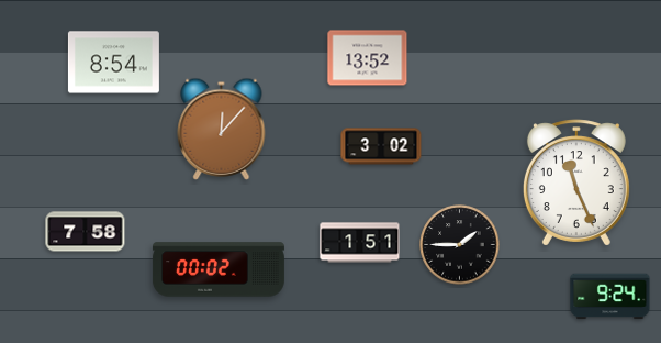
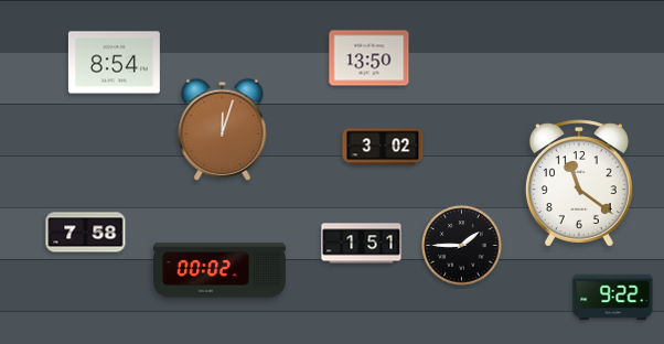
clock at (368, 58): 13:52 -> 13:50
clock at (222, 129): 12:07 -> 12:03
clock at (576, 182): 11:26 -> 11:21
clock at (610, 297): 9:24 -> 9:22
